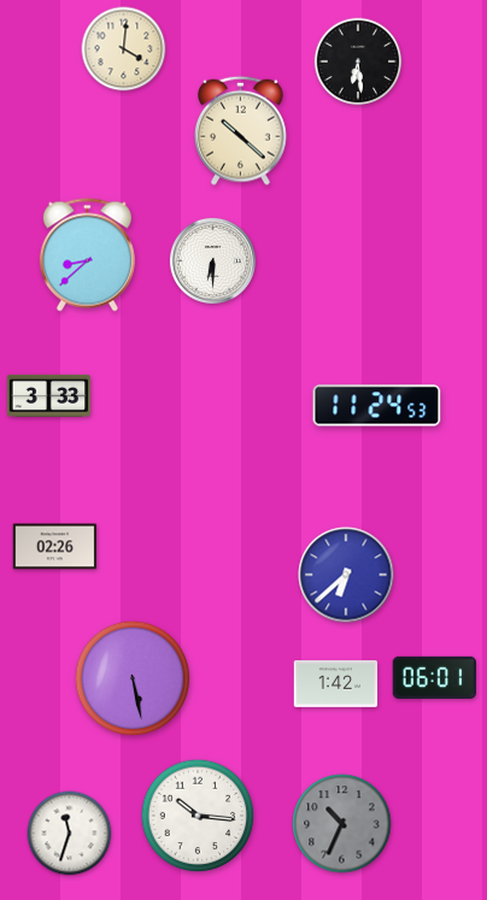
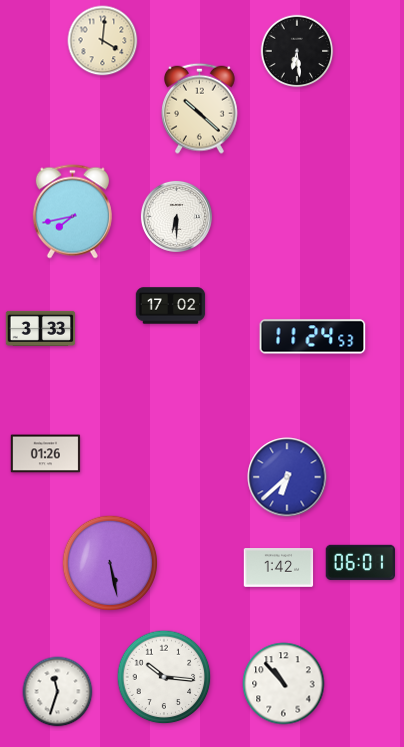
clock at (87, 255): 8:38 -> 7:43
clock at (171, 306): none -> 17:02
clock at (55, 547): 02:26 -> 01:26
clock at (342, 824): 10:34 -> 10:53
clock at (342, 824) dial: grey -> white
